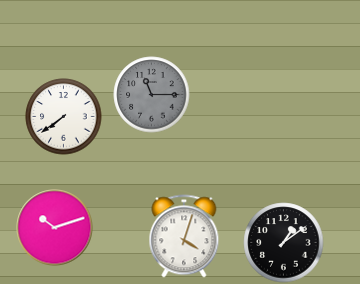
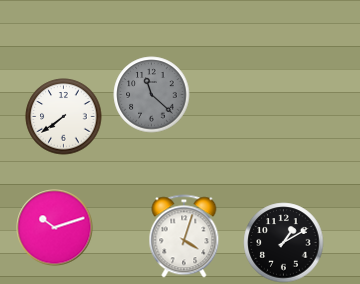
clock at (152, 95): 11:15 -> 11:22
clock at (284, 243): 1:09 -> 1:10
